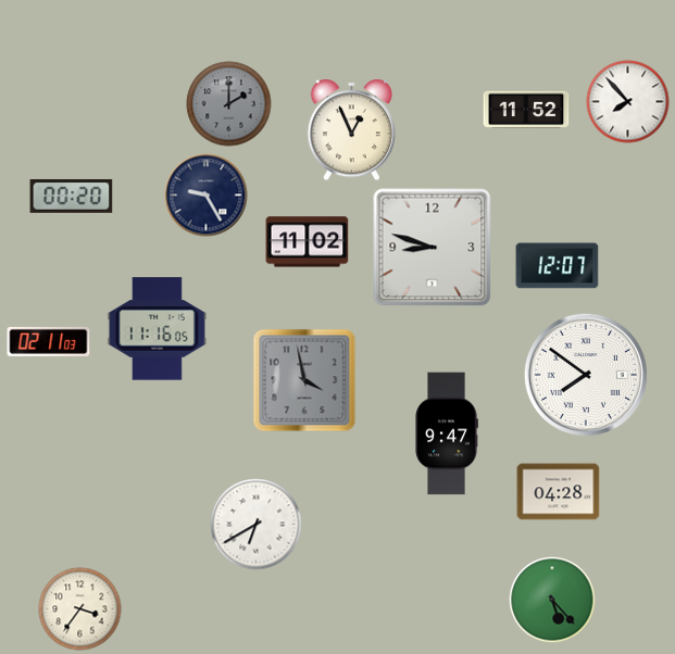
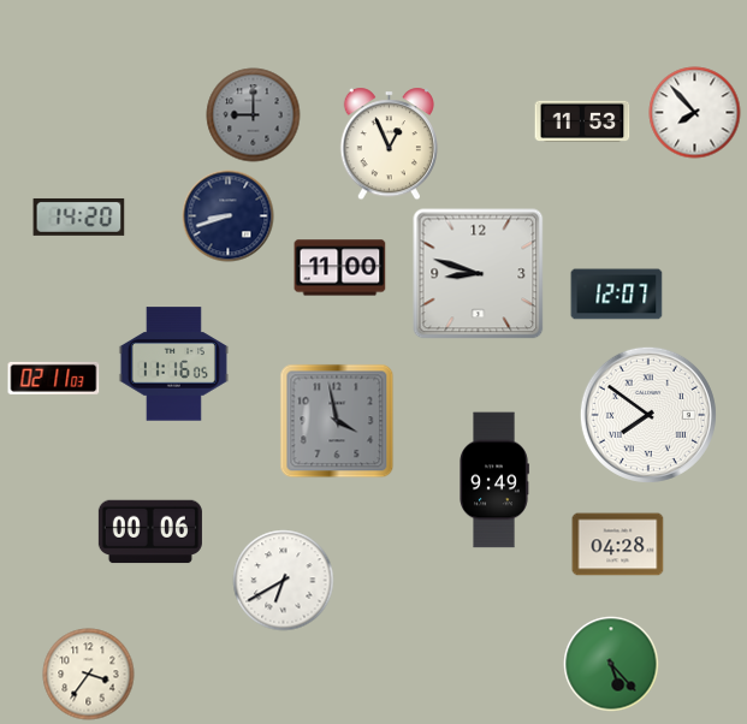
clock at (229, 104): 2:00 -> 9:00
clock at (526, 110): 11:52 -> 11:53
clock at (72, 196): 00:20 -> 14:20
clock at (207, 196): 9:25 -> 8:42
clock at (308, 242): 11:02 -> 11:00
clock at (447, 433): 9:47 -> 9:49
clock at (150, 532): none -> 00:06
